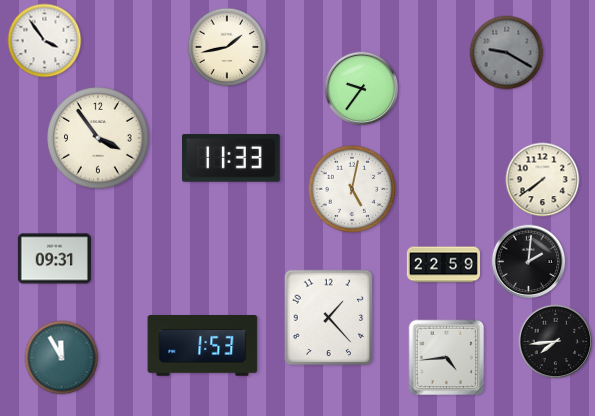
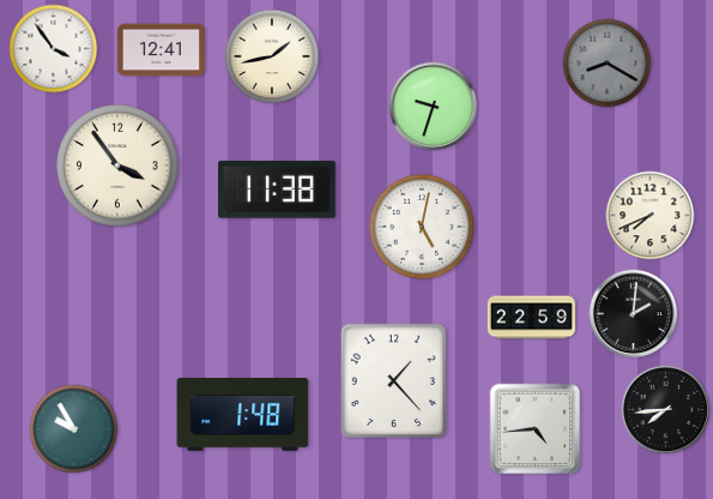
clock at (161, 50): none -> 12:41
clock at (507, 53): 9:20 -> 8:20
clock at (362, 89): 9:36 -> 9:33
clock at (232, 158): 11:33 -> 11:38
clock at (543, 180): 7:39 -> 7:41
clock at (54, 259): 09:31 -> none
clock at (203, 346): 1:53 -> 1:48
clock at (62, 358): 11:55 -> 9:55
